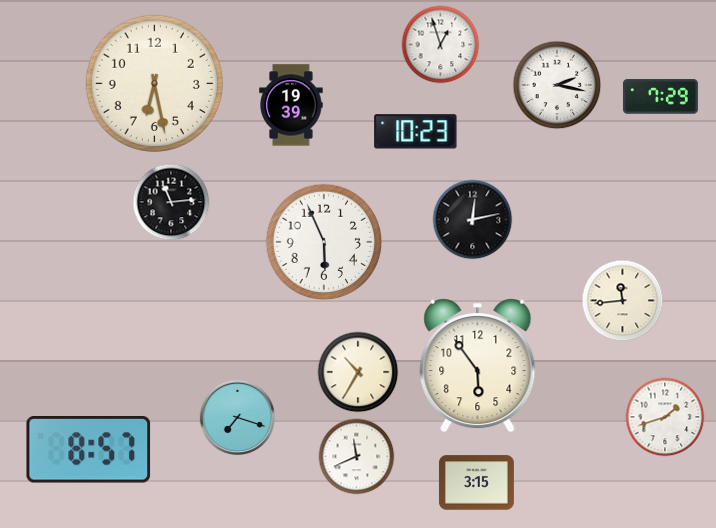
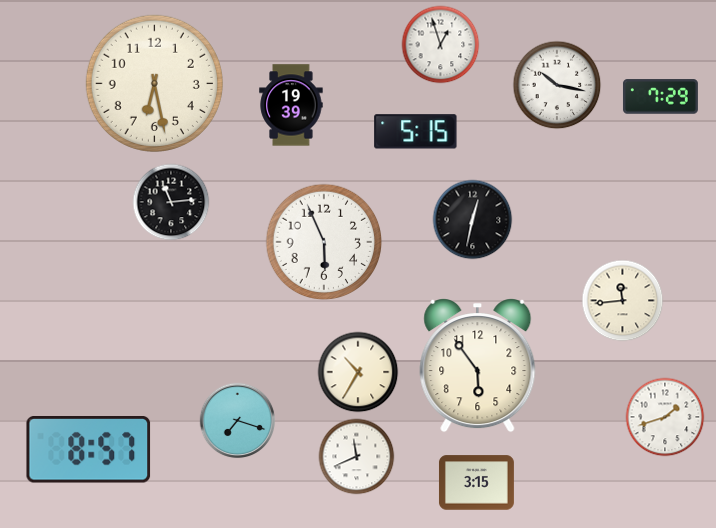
clock at (557, 85): 2:17 -> 10:17
clock at (416, 132): 10:23 -> 5:15
clock at (473, 220): 12:13 -> 12:32
clock at (238, 418) position: (238, 418) -> (238, 421)
